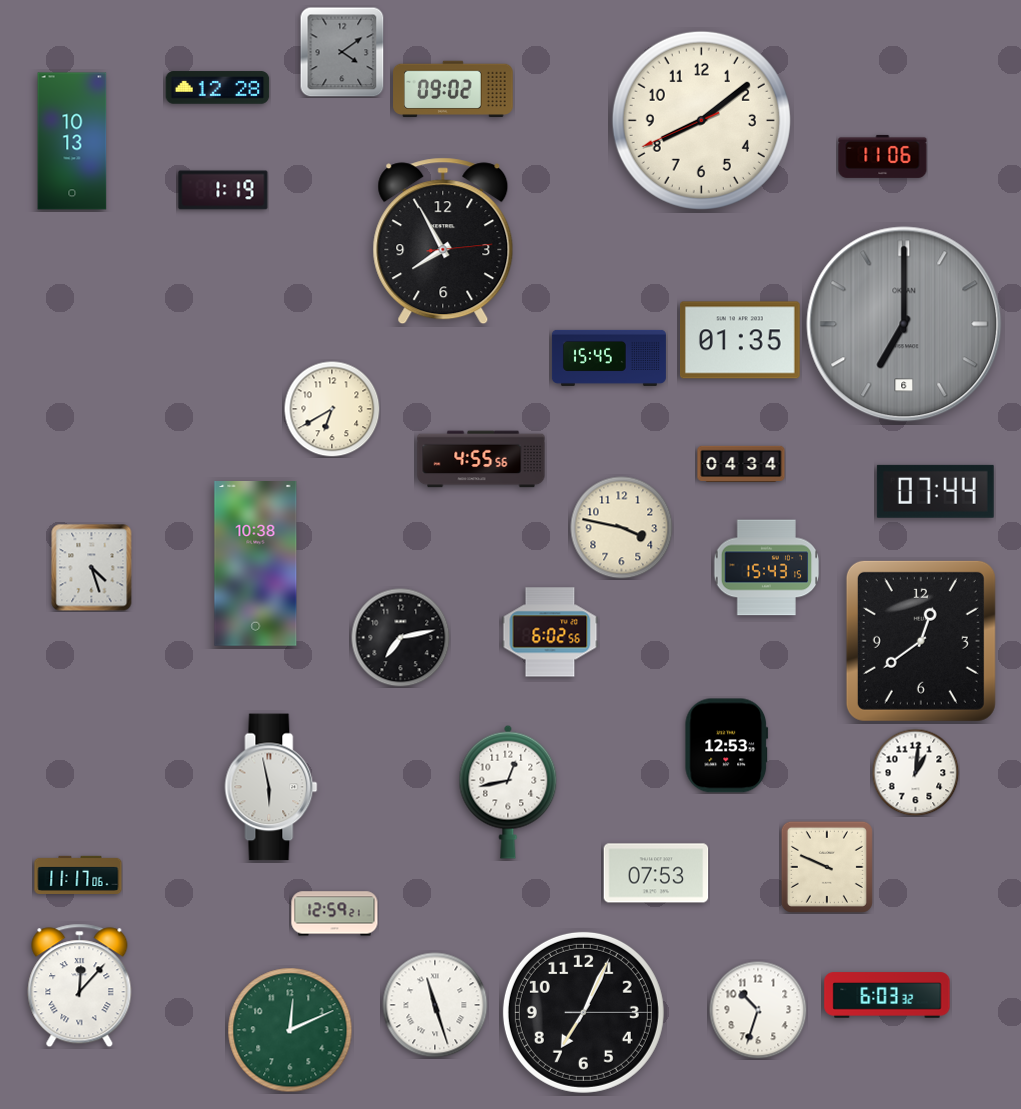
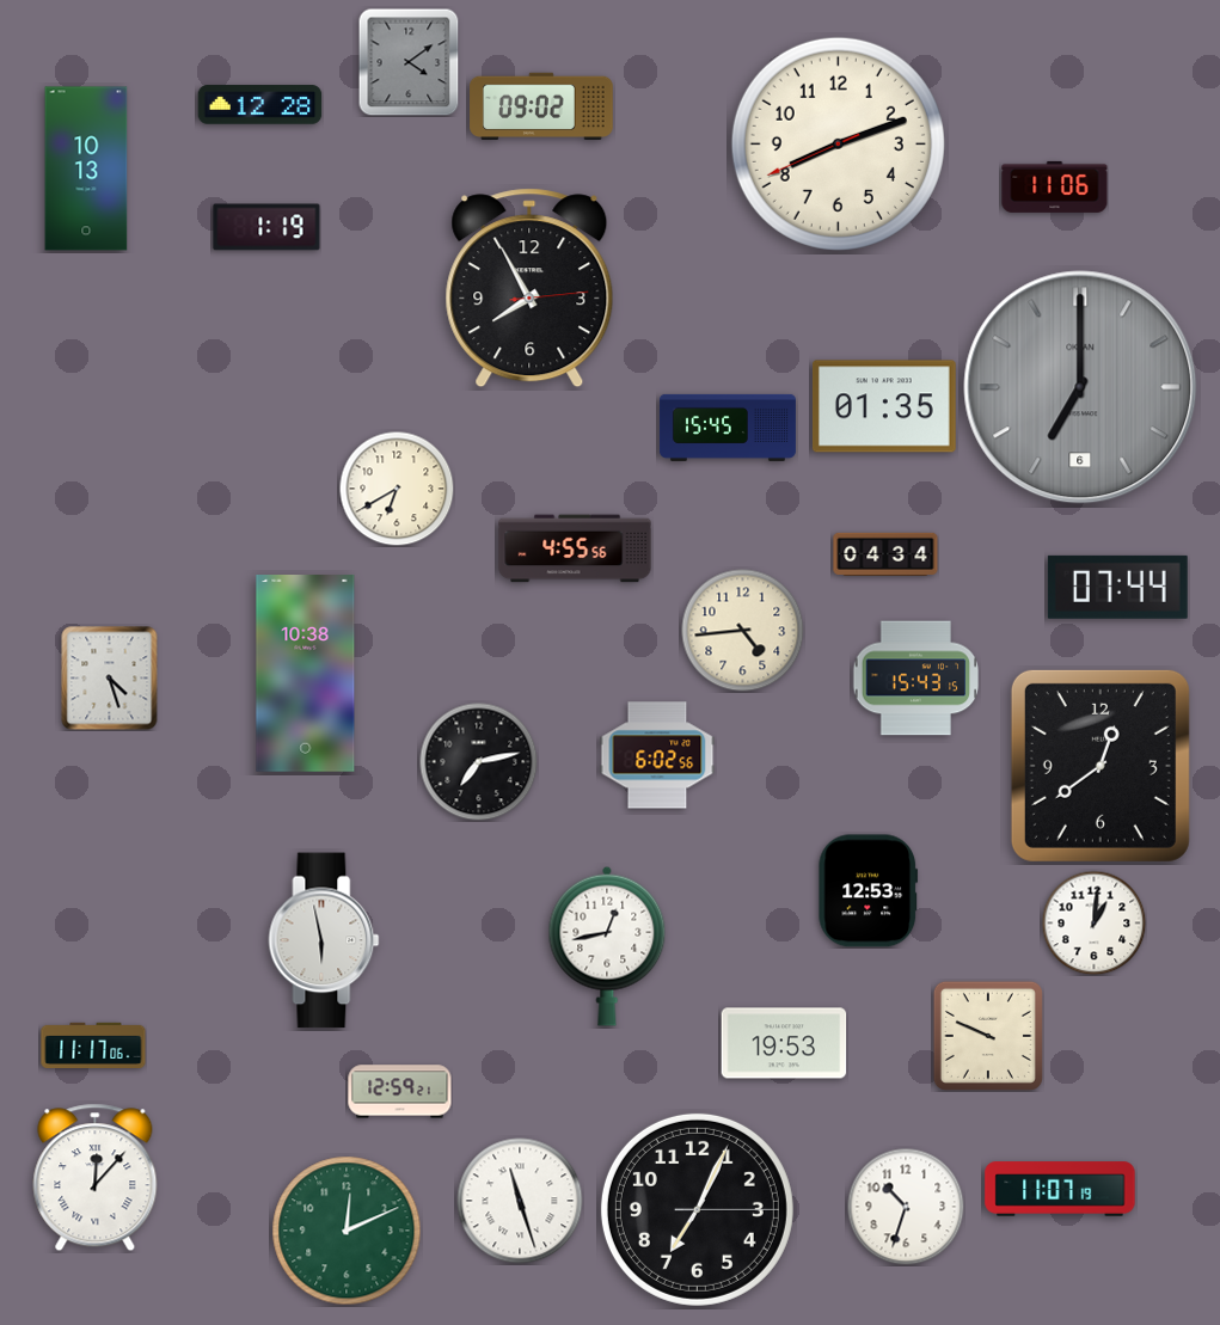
clock at (701, 120): 8:08 -> 8:11
clock at (622, 528): 3:47 -> 4:44
clock at (656, 873): 07:53 -> 19:53
clock at (887, 995): 6:03 -> 11:07
